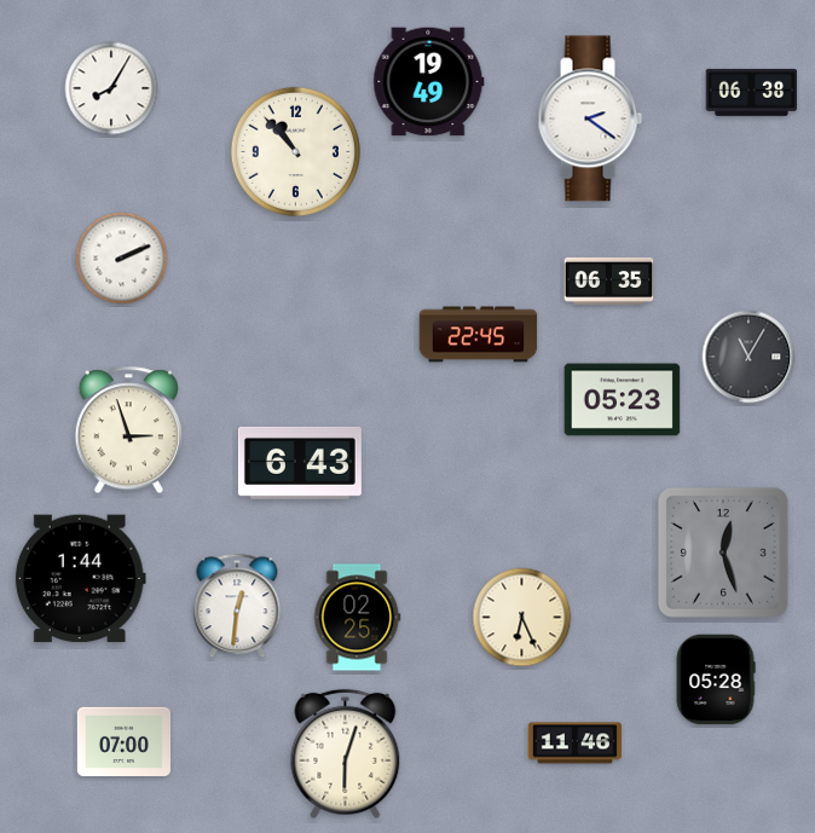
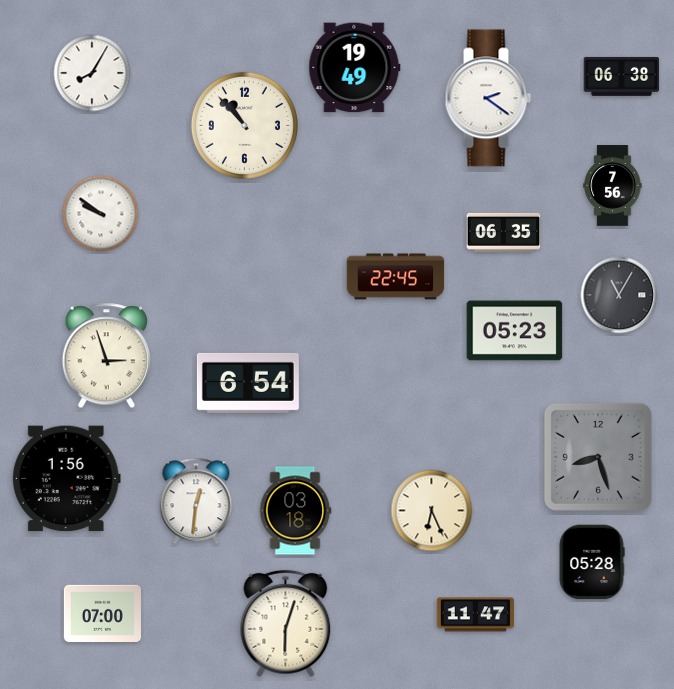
clock at (613, 186): none -> 7:56
clock at (122, 259): 2:11 -> 9:51
clock at (300, 463): 6:43 -> 6:54
clock at (723, 553): 12:27 -> 8:27
clock at (80, 579): 1:44 -> 1:56
clock at (358, 618): 02:25 -> 03:18
clock at (574, 744): 11:46 -> 11:47
